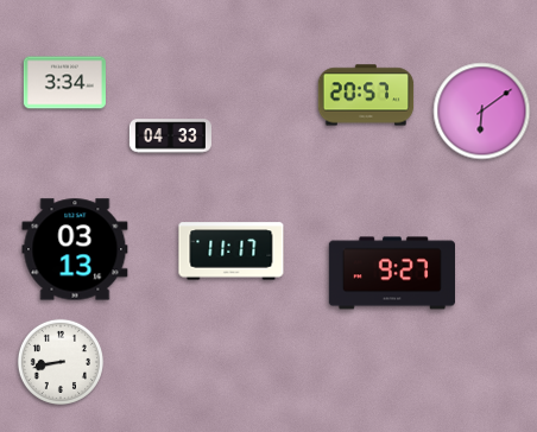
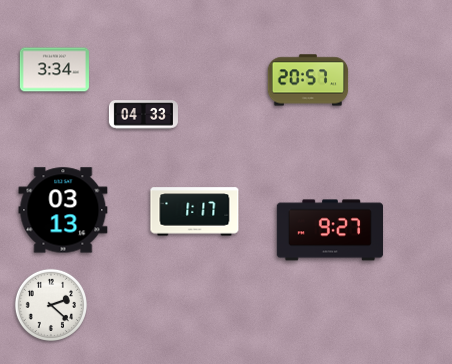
clock at (482, 112): 6:09 -> none
clock at (232, 252): 11:17 -> 1:17
clock at (61, 362): 8:43 -> 2:22
